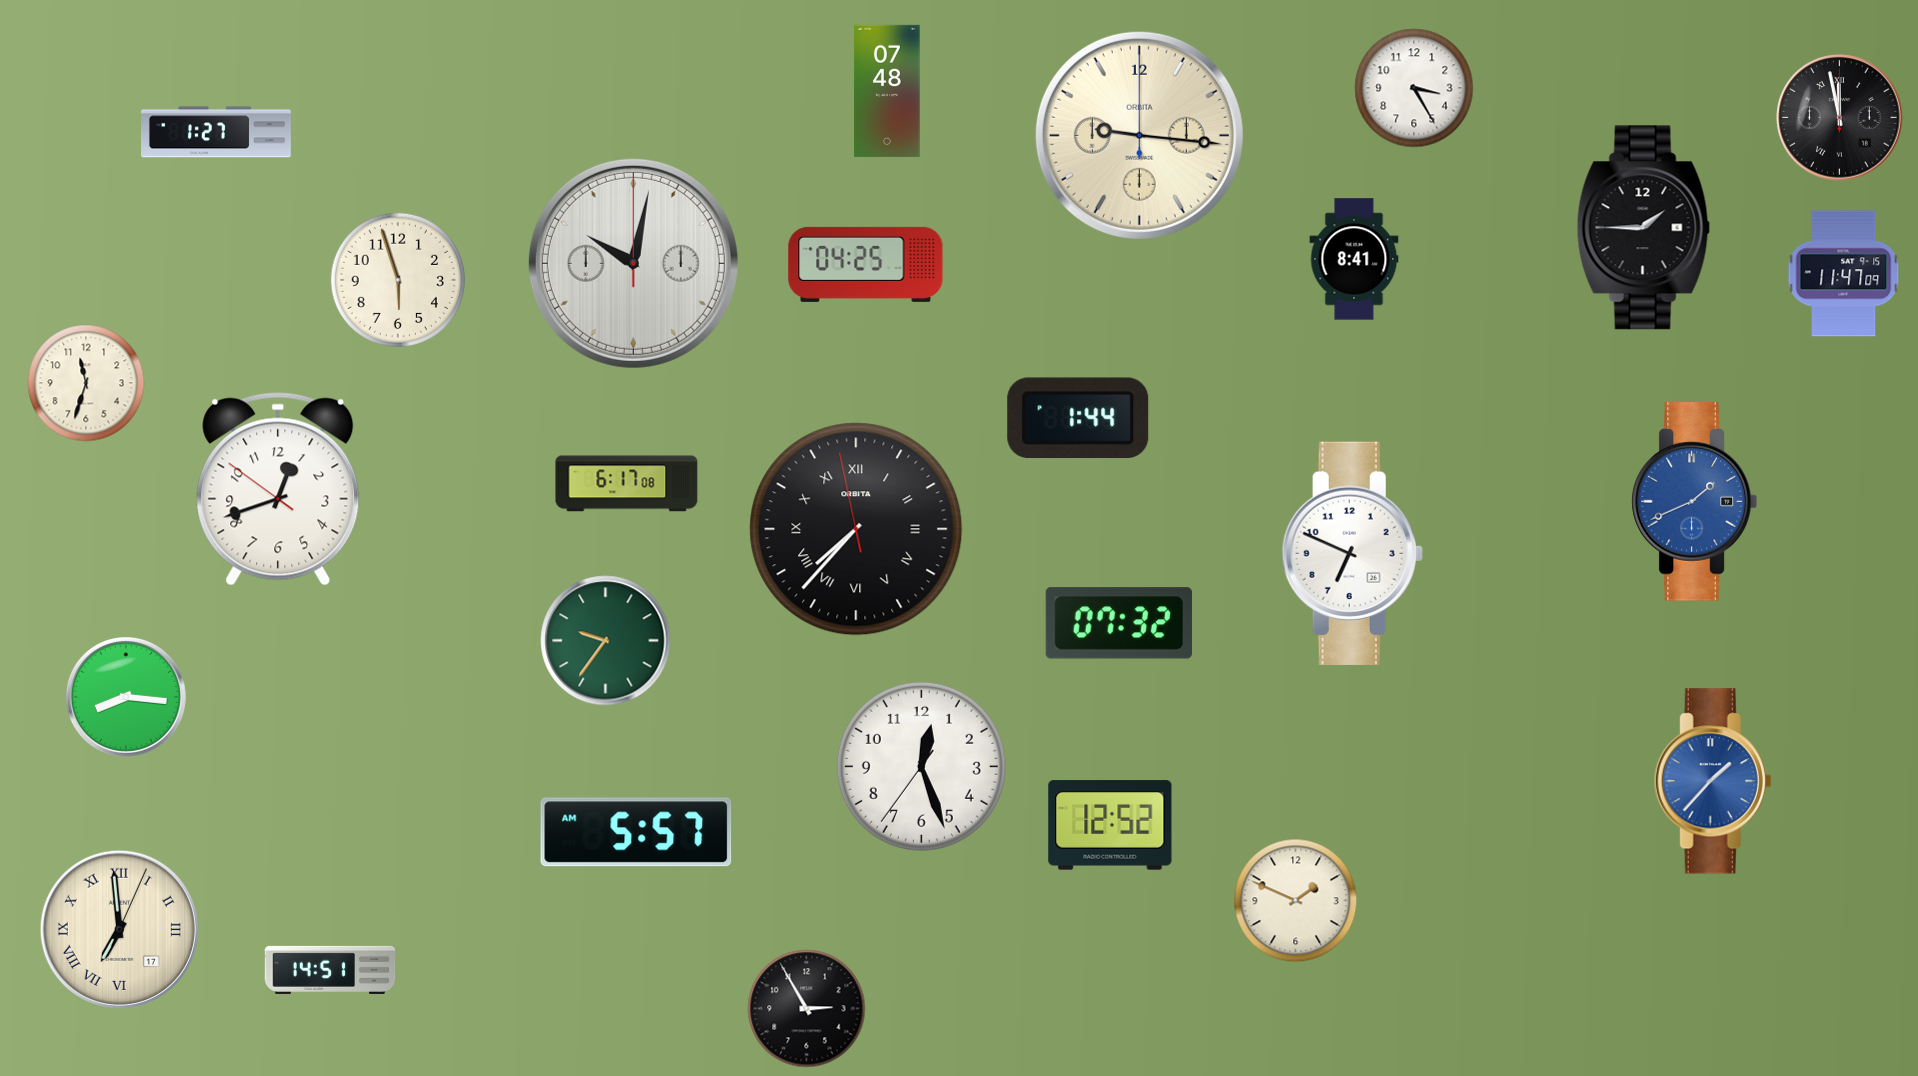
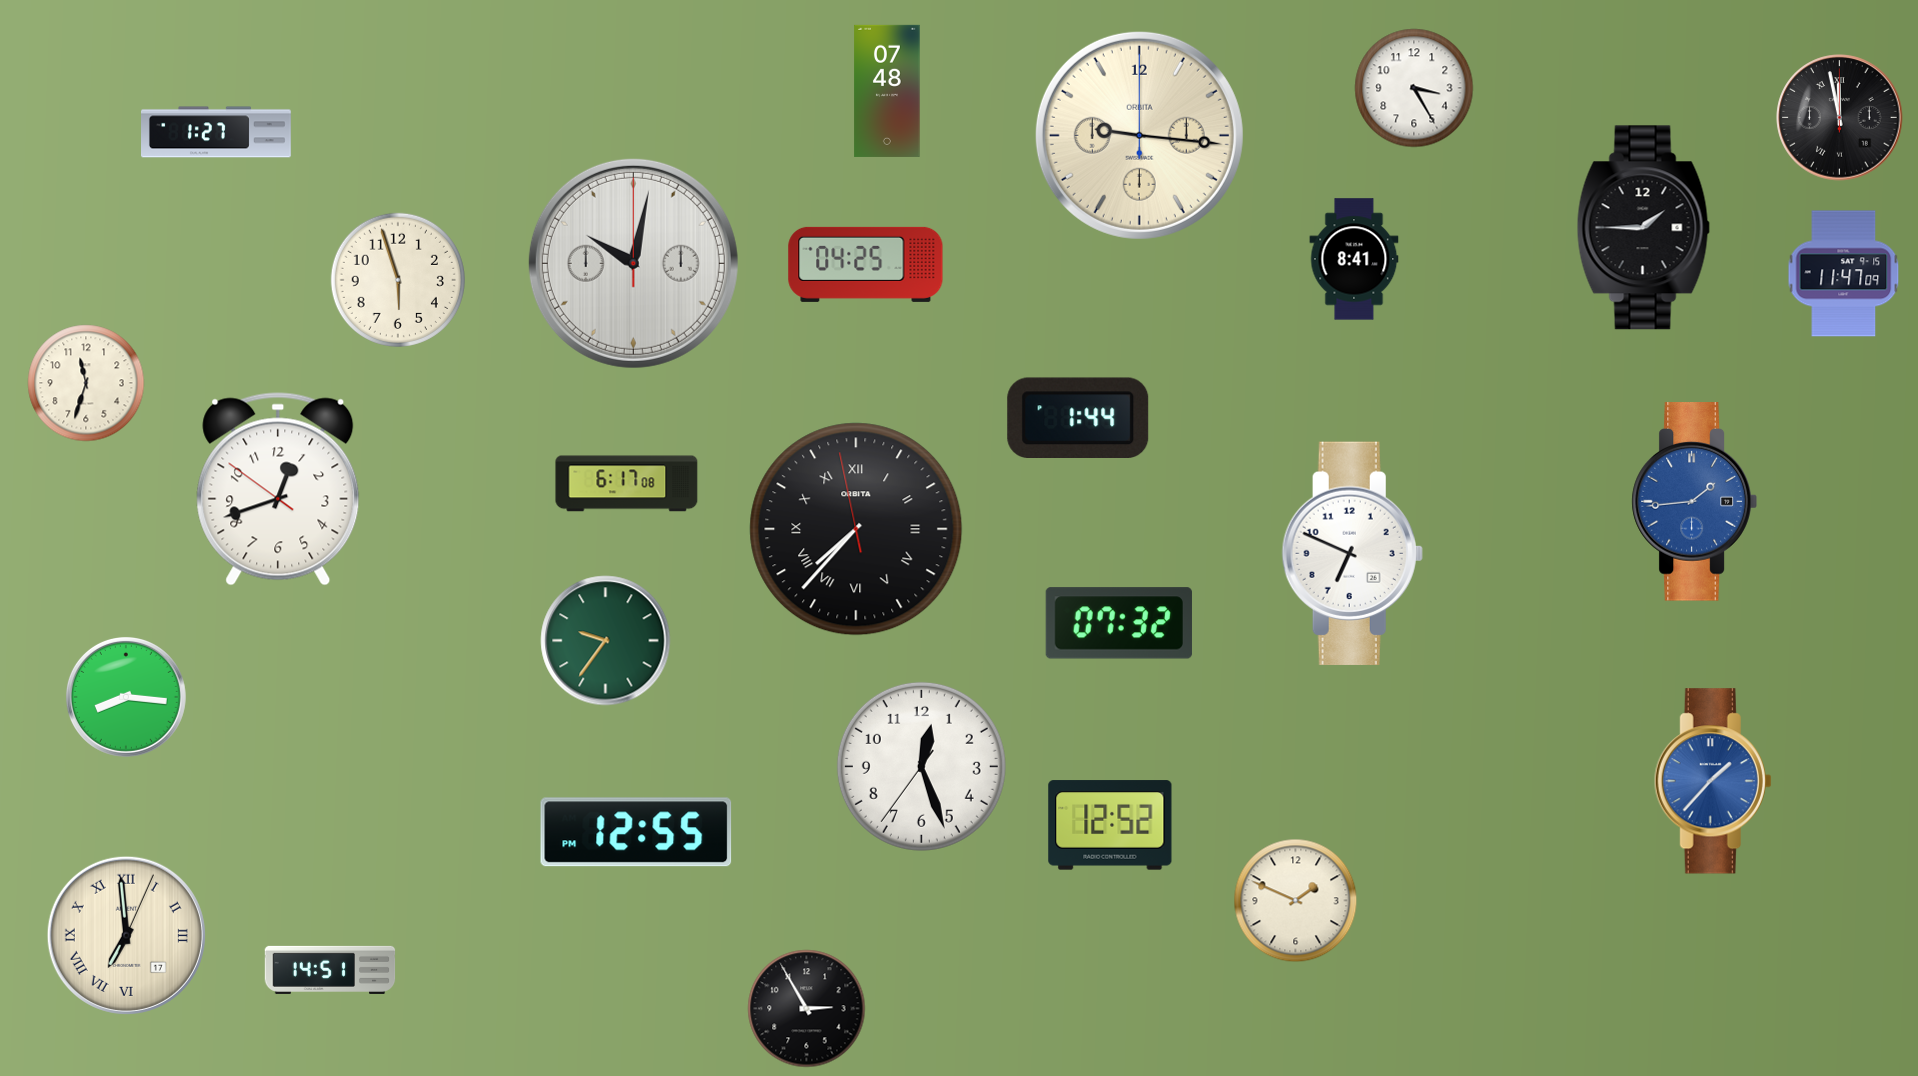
clock at (1694, 502): 1:41 -> 1:44
clock at (636, 832): 5:57 -> 12:55
clock at (119, 929) position: (119, 929) -> (126, 935)
